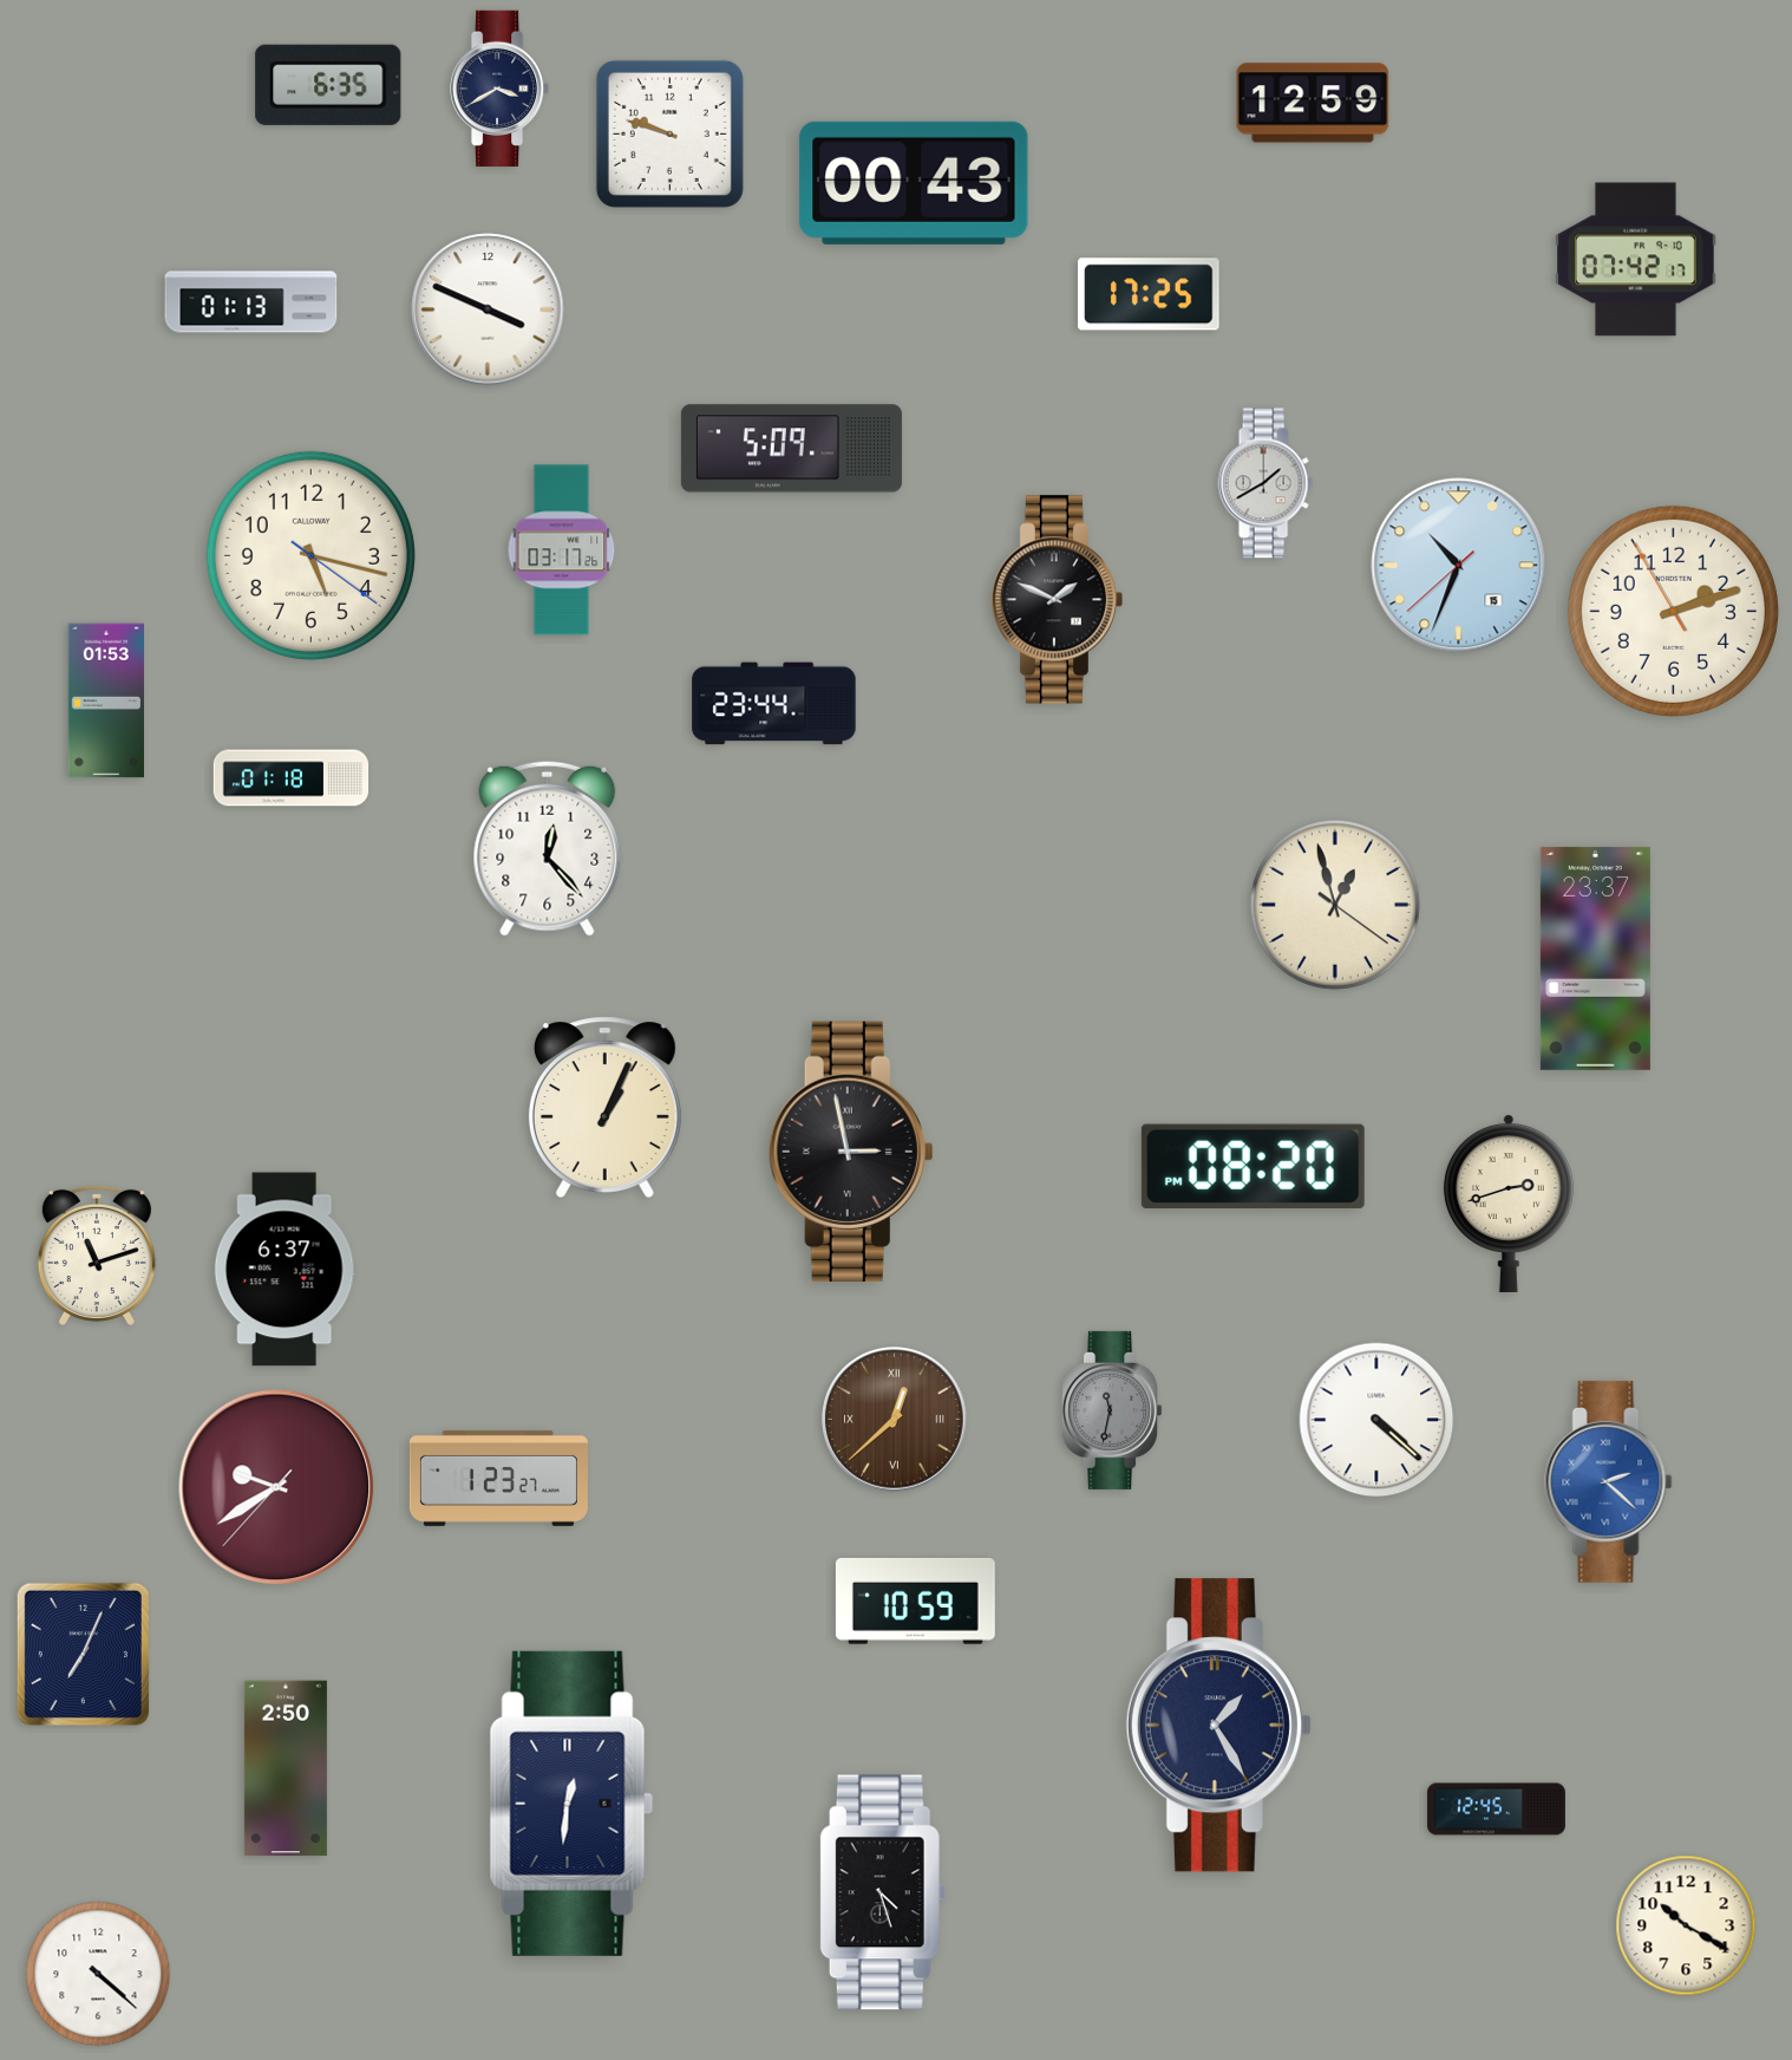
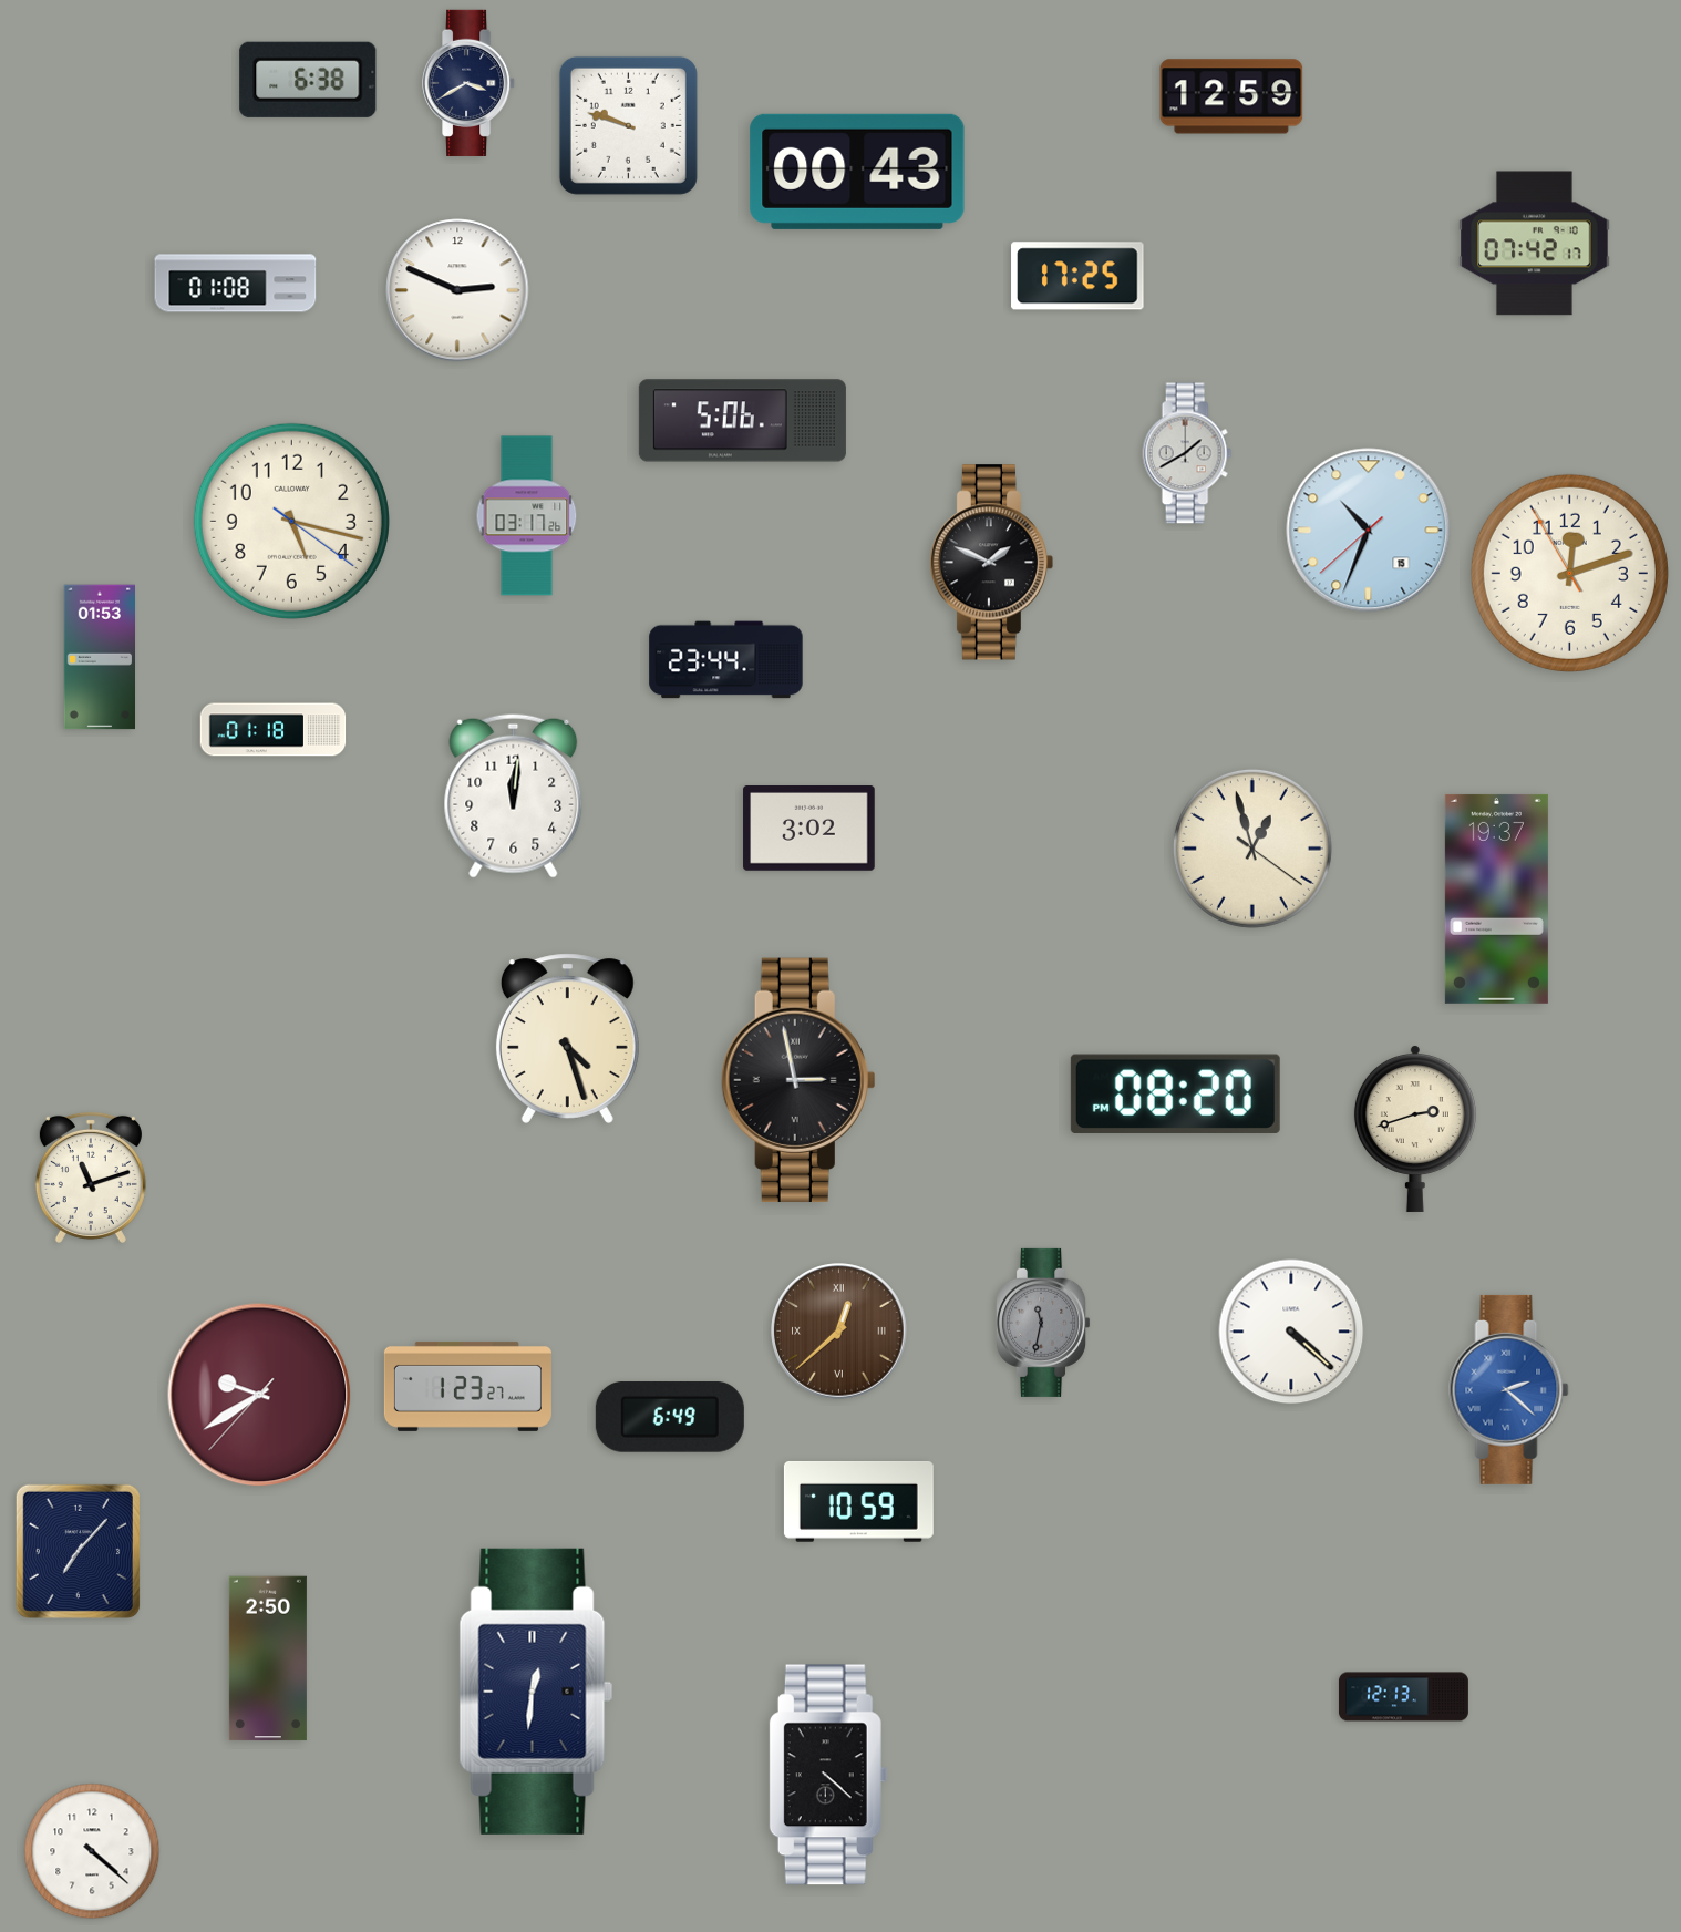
clock at (328, 85): 6:35 -> 6:38
clock at (251, 302): 01:13 -> 01:08
clock at (488, 309): 3:49 -> 2:49
clock at (791, 449): 5:09 -> 5:06
clock at (1673, 611): 2:11 -> 12:11
clock at (548, 848): 12:23 -> 12:01
clock at (809, 829): none -> 3:02
clock at (1595, 958): 23:37 -> 19:37
clock at (604, 1107): 1:04 -> 4:27
clock at (285, 1270): 6:37 -> none
clock at (670, 1418): none -> 6:49
clock at (83, 1654): 7:04 -> 7:07
clock at (1218, 1726): 1:25 -> none
clock at (1496, 1810): 12:45 -> 12:13
clock at (883, 1892): 4:27 -> 4:22
clock at (1686, 1925): 10:20 -> none
